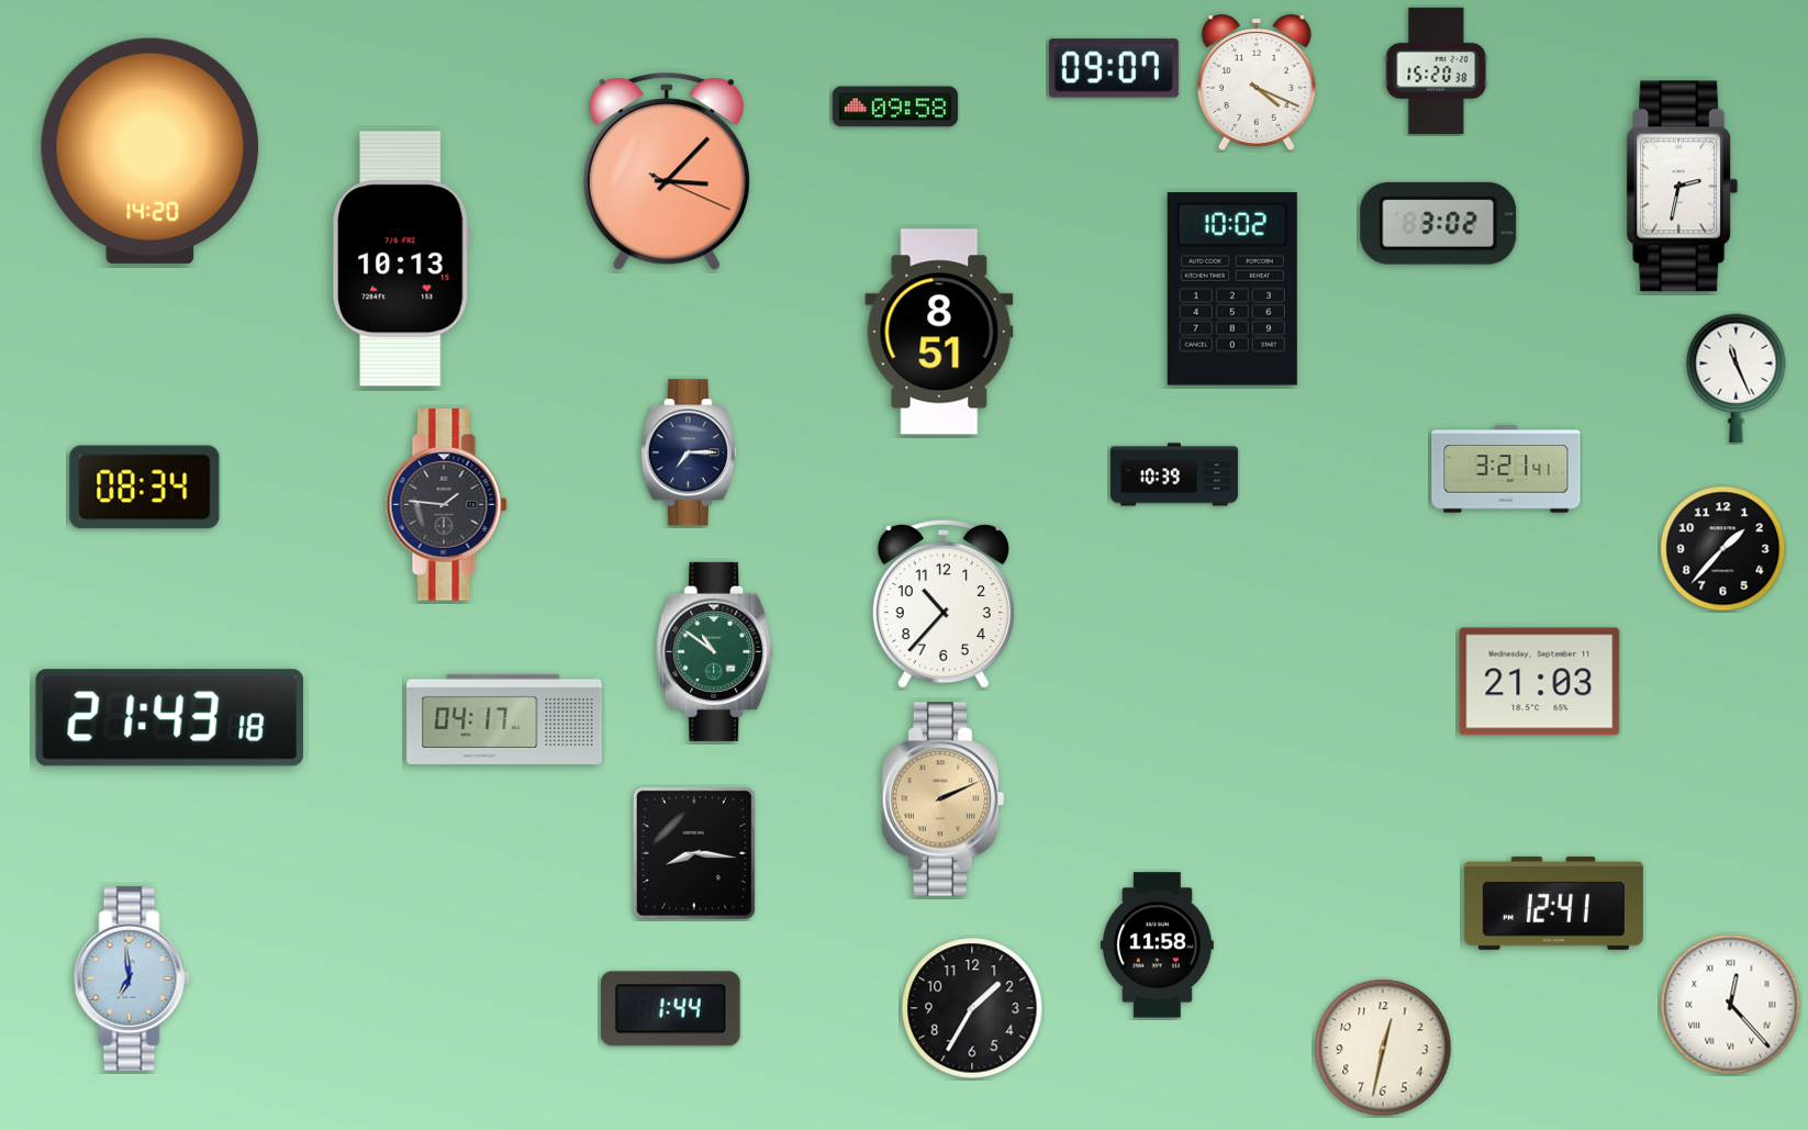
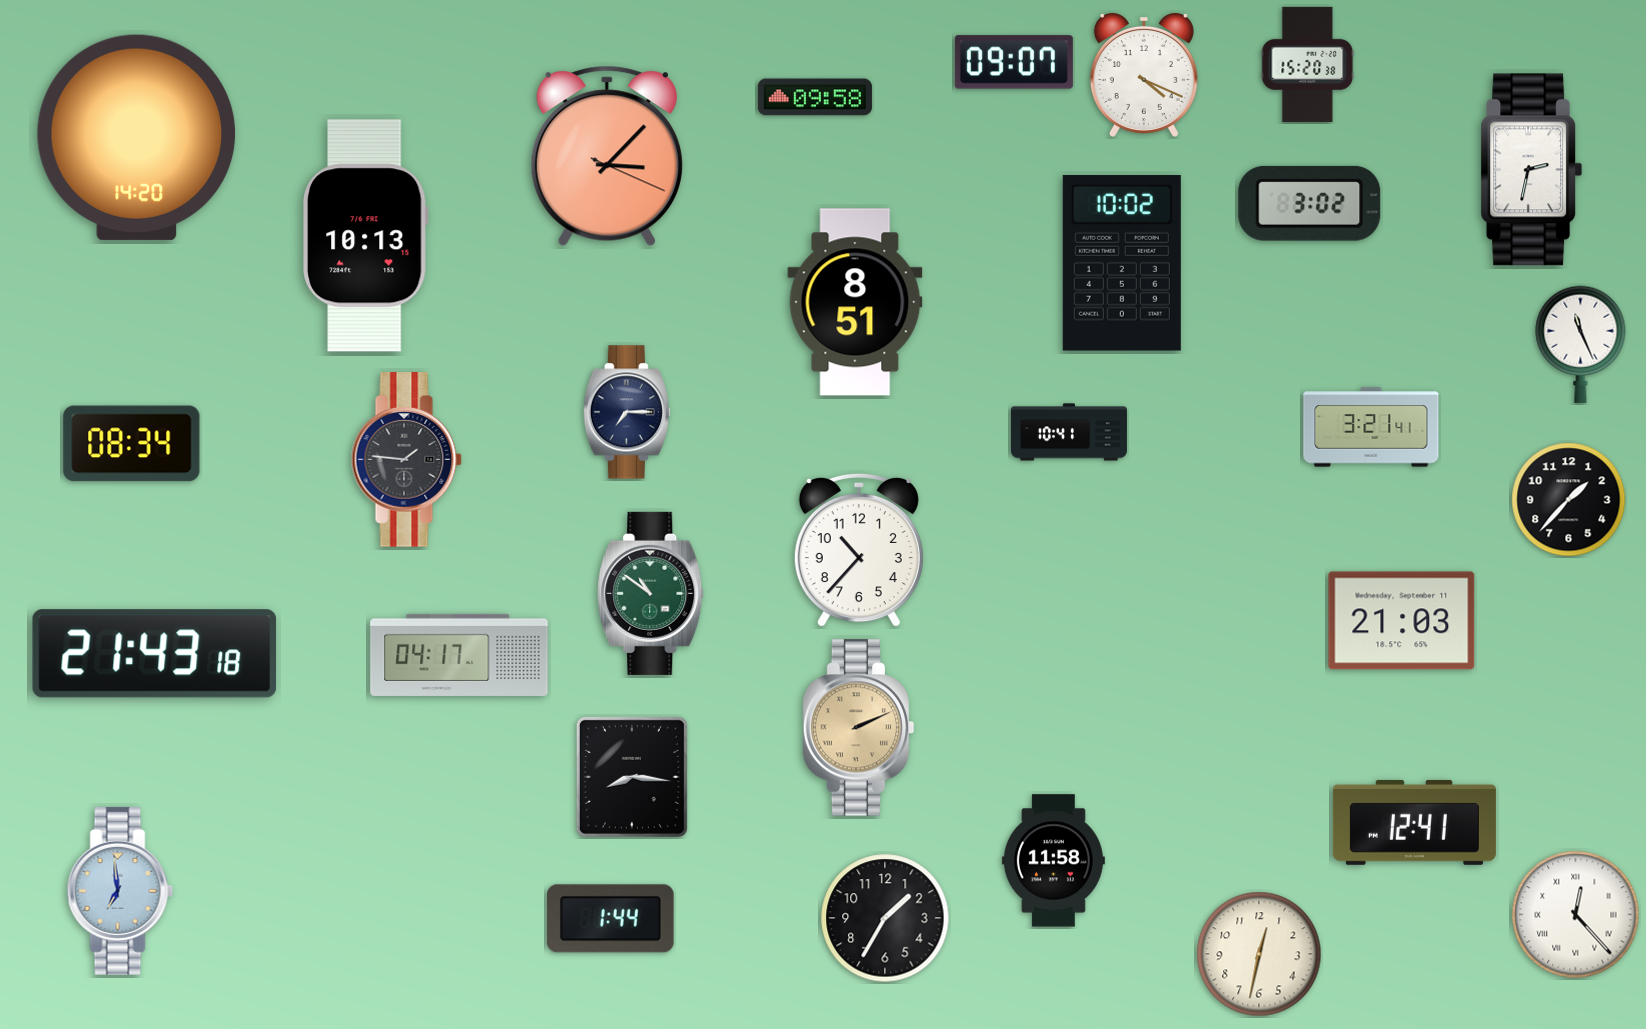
clock at (1174, 474): 10:39 -> 10:41
